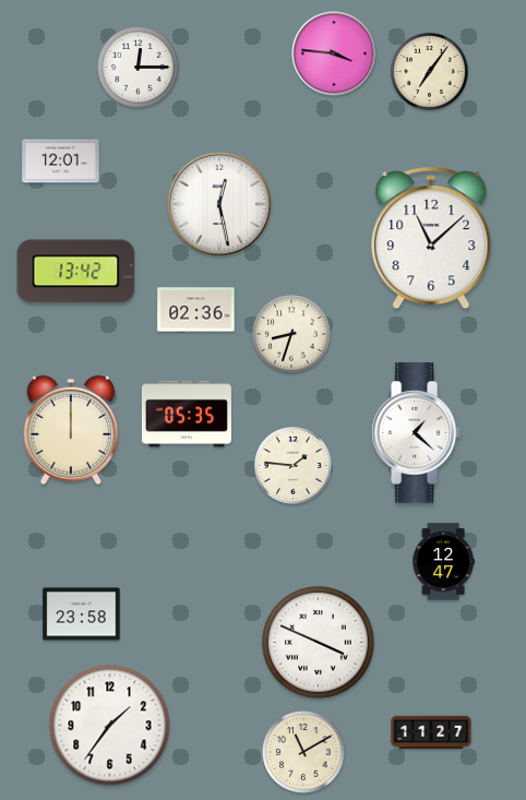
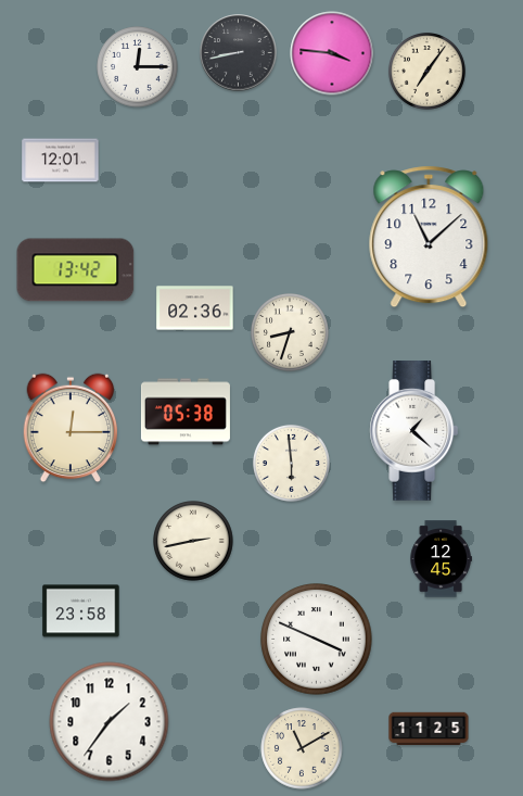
clock at (239, 53): none -> 8:43
clock at (219, 204): 12:28 -> none
clock at (187, 414): 05:35 -> 05:38
clock at (71, 430): 12:00 -> 12:15
clock at (292, 465): 1:46 -> 5:59
clock at (193, 541): none -> 2:43
clock at (443, 562): 12:47 -> 12:45
clock at (431, 732): 11:27 -> 11:25
